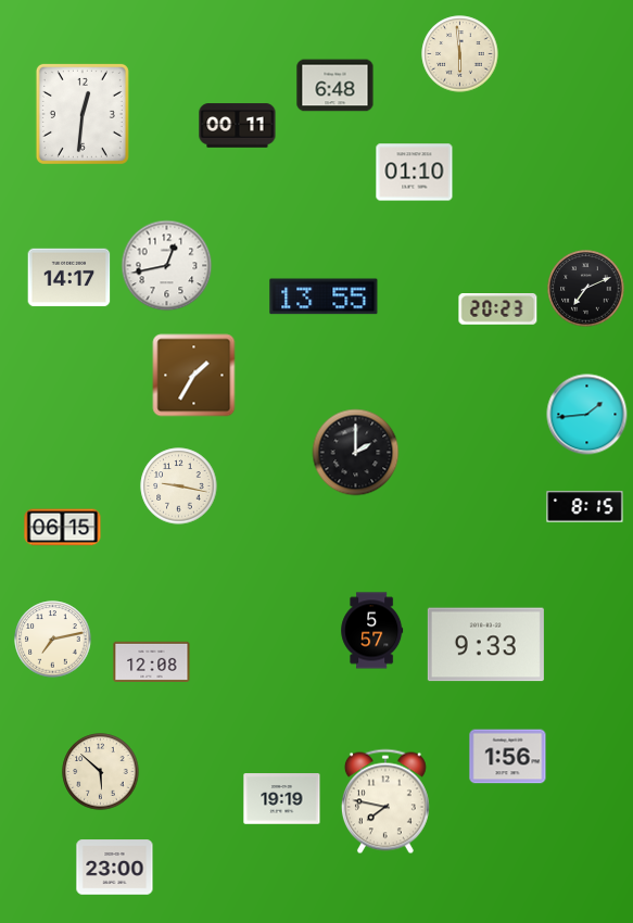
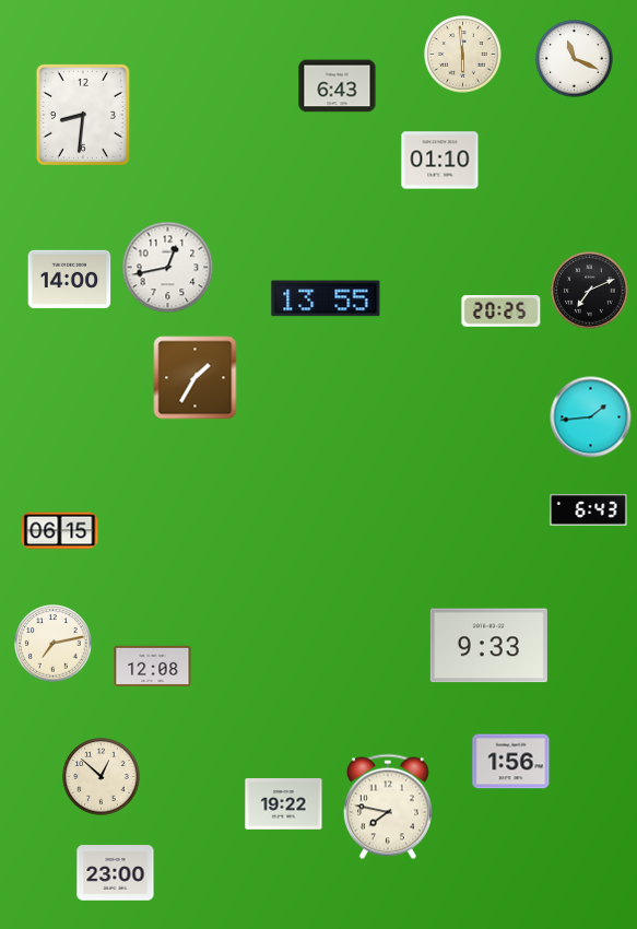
clock at (575, 59): none -> 11:19
clock at (336, 86): 6:48 -> 6:43
clock at (83, 114): 12:31 -> 8:31
clock at (238, 126): 00:11 -> none
clock at (415, 173) position: (415, 173) -> (440, 161)
clock at (69, 278): 14:17 -> 14:00
clock at (498, 309): 20:23 -> 20:25
clock at (356, 453): 2:00 -> none
clock at (179, 486): 9:17 -> none
clock at (585, 507): 8:15 -> 6:43
clock at (63, 528) position: (63, 528) -> (60, 531)
clock at (372, 631): 5:57 -> none
clock at (485, 645) position: (485, 645) -> (488, 646)
clock at (101, 772): 5:52 -> 12:52
clock at (282, 799): 19:19 -> 19:22
